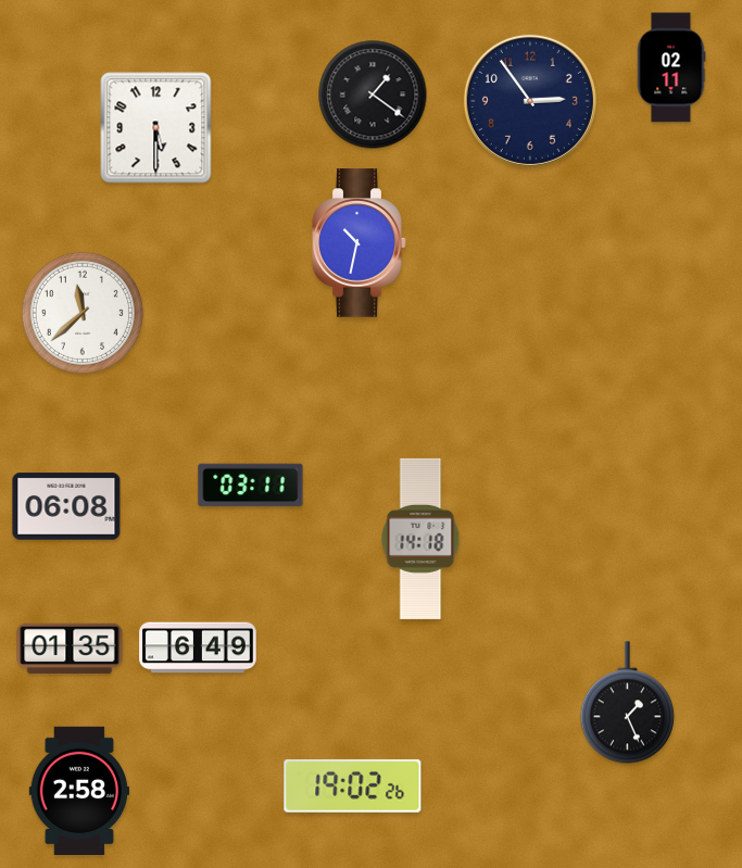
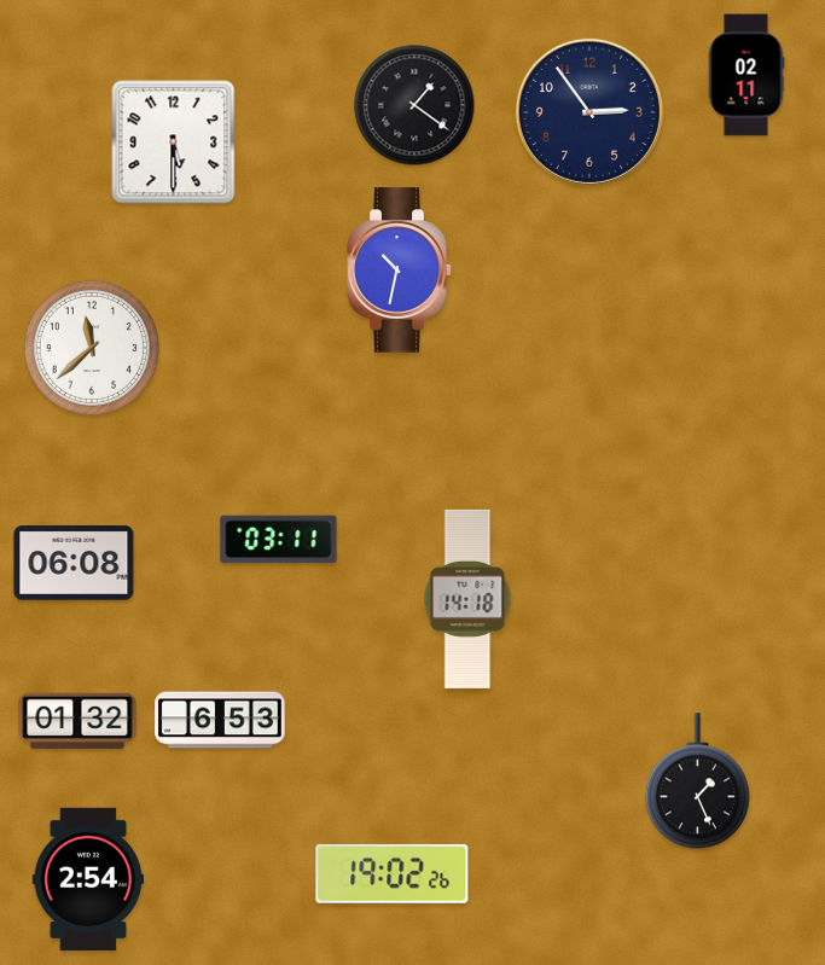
clock at (198, 647): 6:49 -> 6:53
clock at (70, 649): 01:35 -> 01:32
clock at (78, 790): 2:58 -> 2:54
